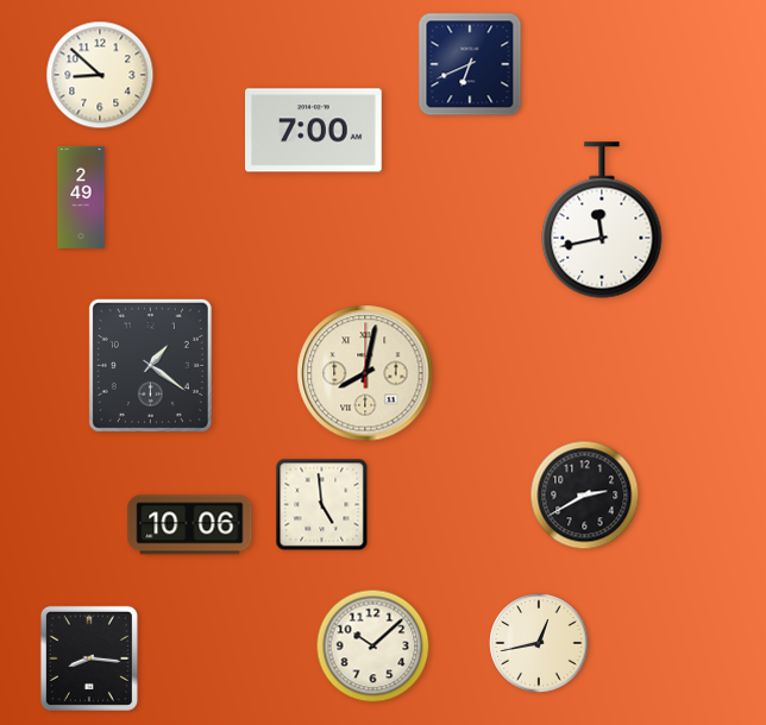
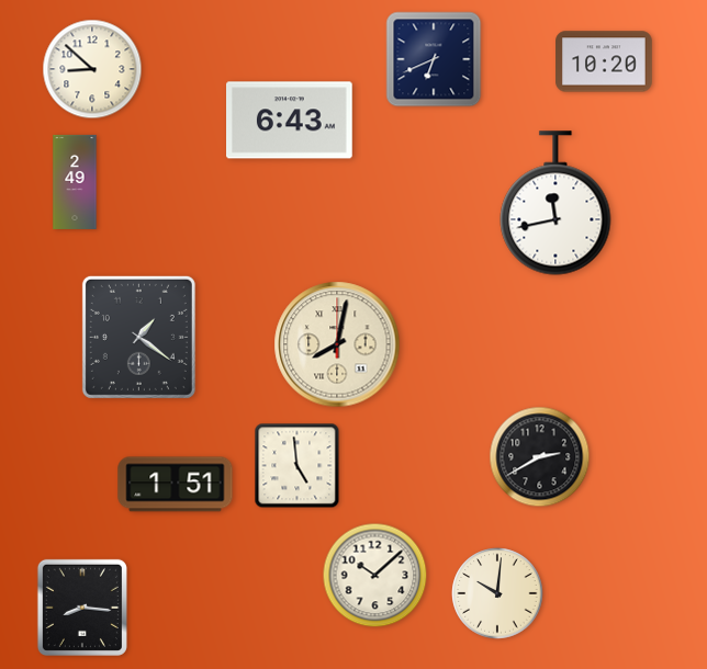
clock at (604, 61): none -> 10:20
clock at (314, 131): 7:00 -> 6:43
clock at (190, 525): 10:06 -> 1:51
clock at (539, 643): 12:43 -> 10:01
clock at (373, 647) position: (373, 647) -> (375, 576)
